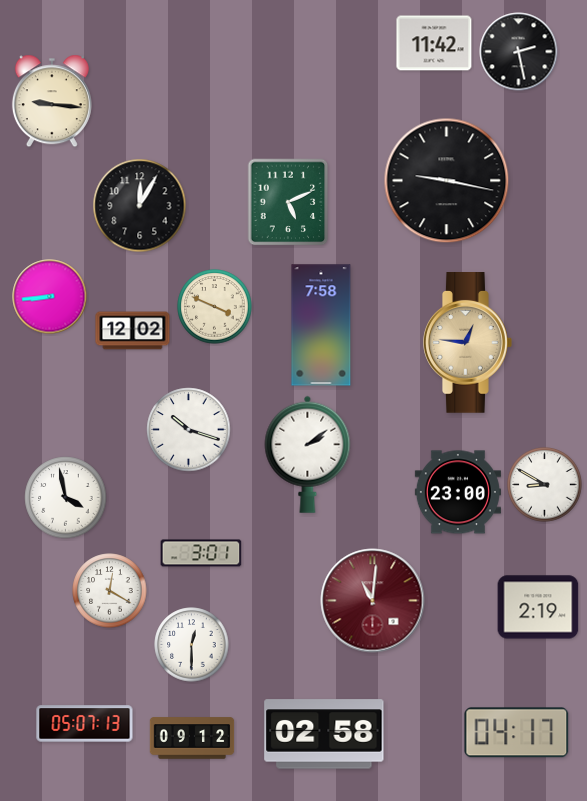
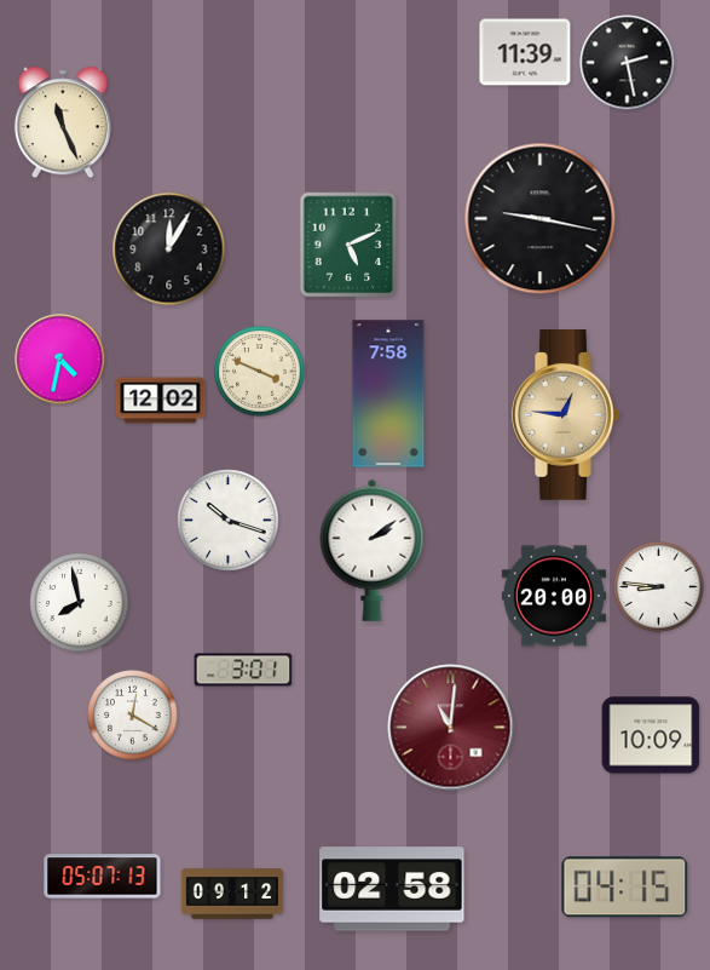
clock at (434, 43): 11:42 -> 11:39
clock at (52, 101): 9:16 -> 11:26
clock at (50, 297): 8:44 -> 4:32
clock at (545, 485): 8:50 -> 8:46
clock at (458, 492): 23:00 -> 20:00
clock at (66, 498): 3:58 -> 7:58
clock at (538, 607): 2:19 -> 10:09
clock at (192, 645): 12:30 -> none
clock at (517, 733): 04:17 -> 04:15
